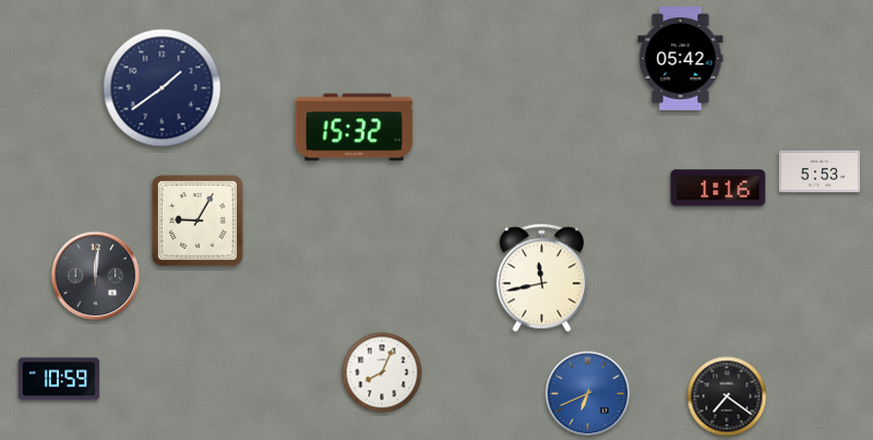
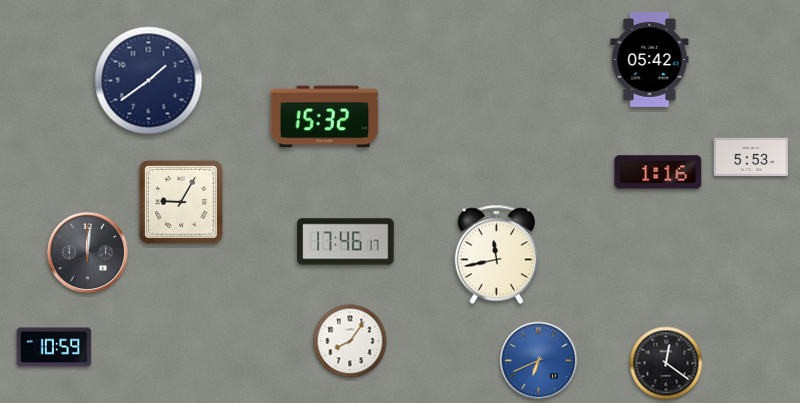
clock at (681, 58) position: (681, 58) -> (650, 59)
clock at (346, 242): none -> 17:46
clock at (382, 372): 8:04 -> 8:06
clock at (727, 396): 7:21 -> 12:21
